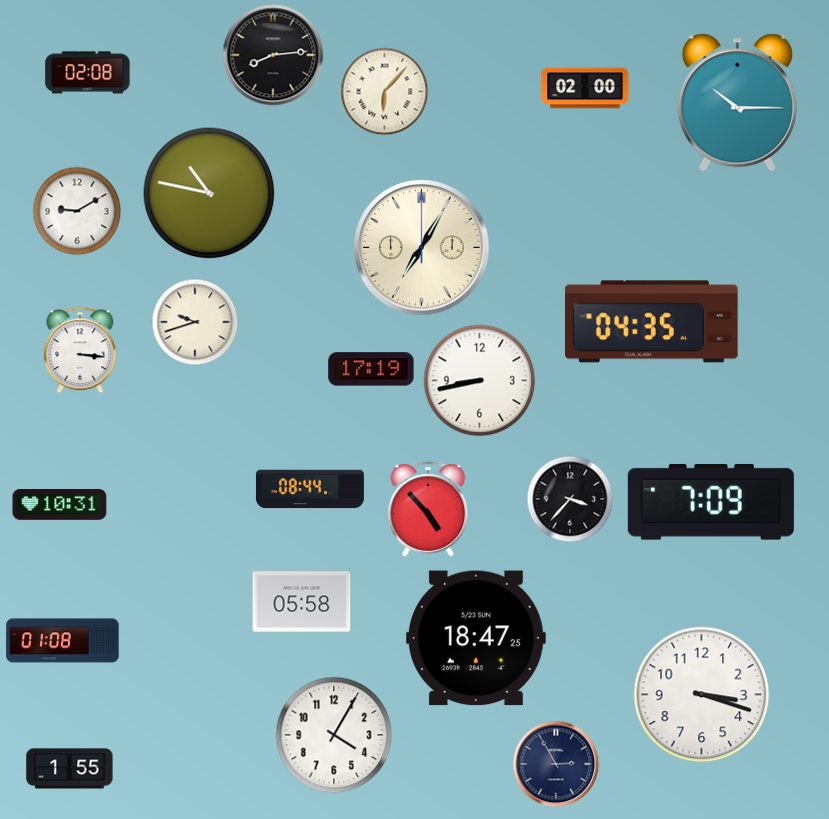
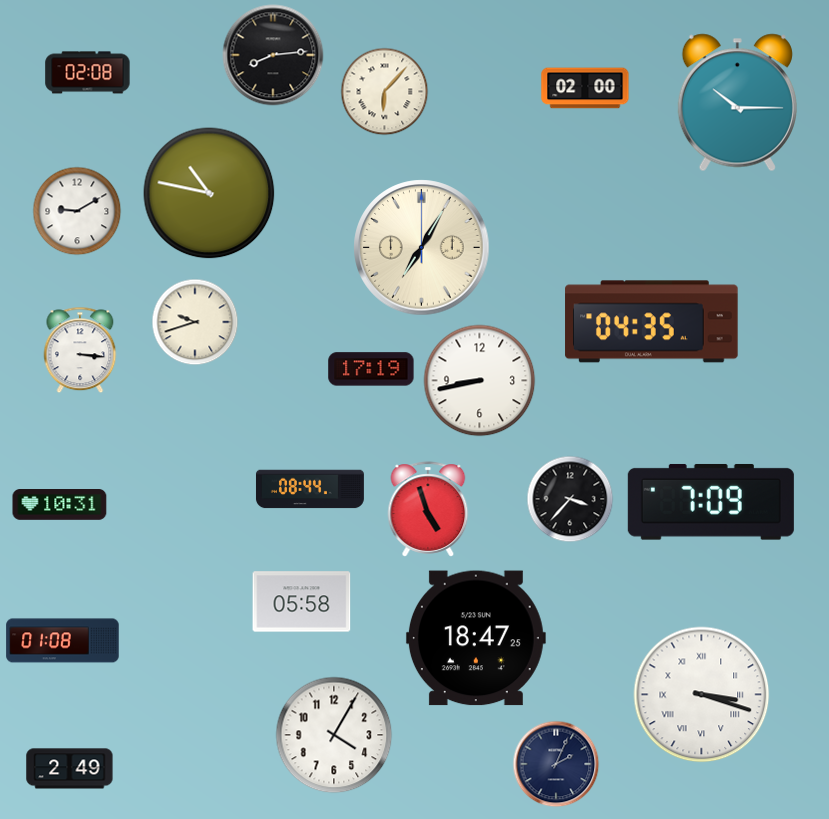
clock at (428, 509): 4:53 -> 4:57
clock at (702, 695) numerals: Arabic -> Roman
clock at (556, 764): 2:55 -> 2:04
clock at (70, 769): 1:55 -> 2:49
